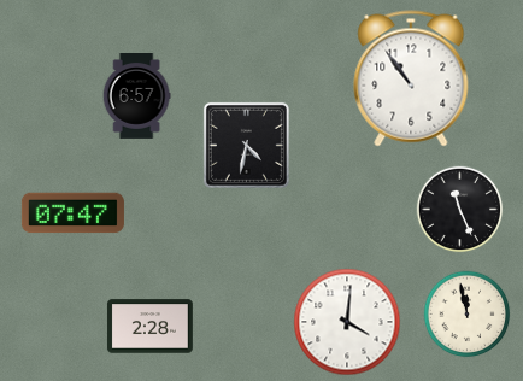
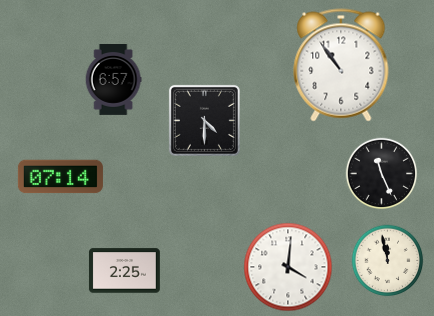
clock at (246, 145): 4:32 -> 4:30
clock at (72, 213): 07:47 -> 07:14
clock at (149, 327): 2:28 -> 2:25
